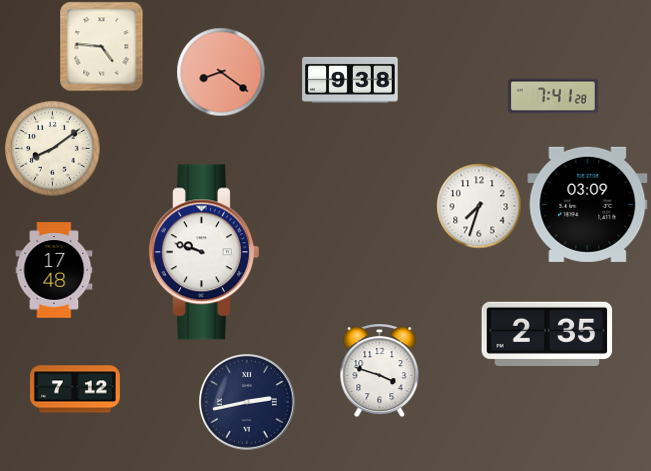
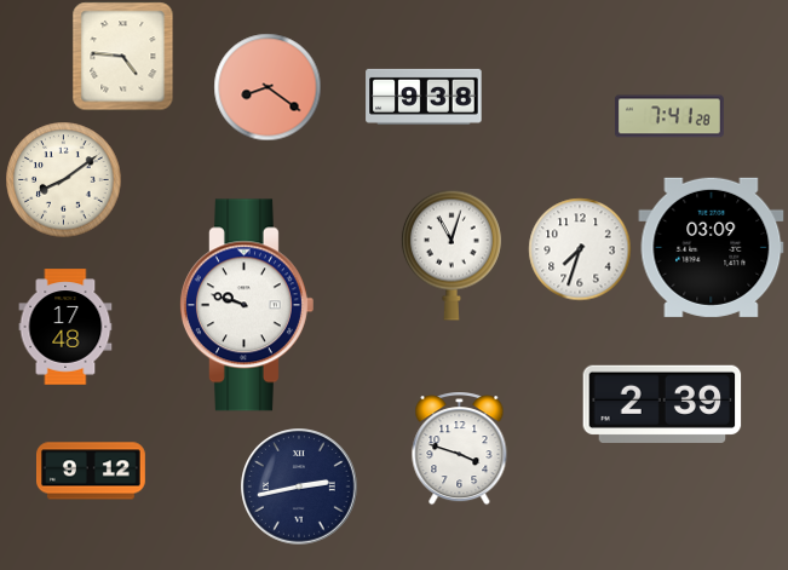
clock at (451, 255): none -> 11:03
clock at (547, 334): 2:35 -> 2:39
clock at (76, 389): 7:12 -> 9:12
